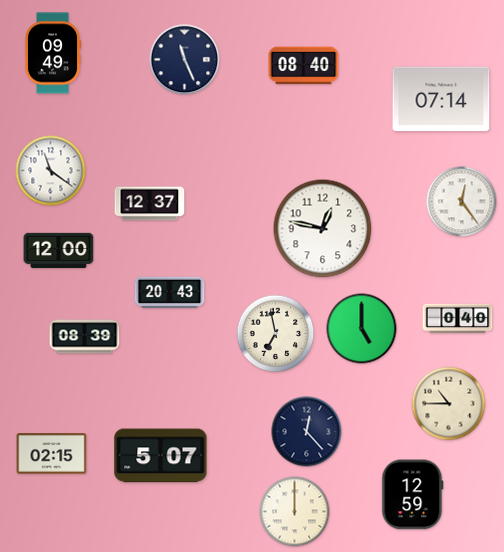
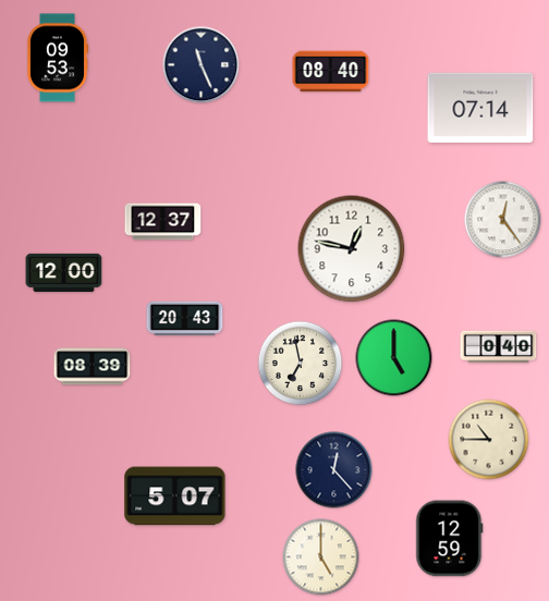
clock at (53, 53): 09:49 -> 09:53
clock at (51, 171): 11:21 -> none
clock at (52, 454): 02:15 -> none
clock at (295, 512): 12:00 -> 5:00
